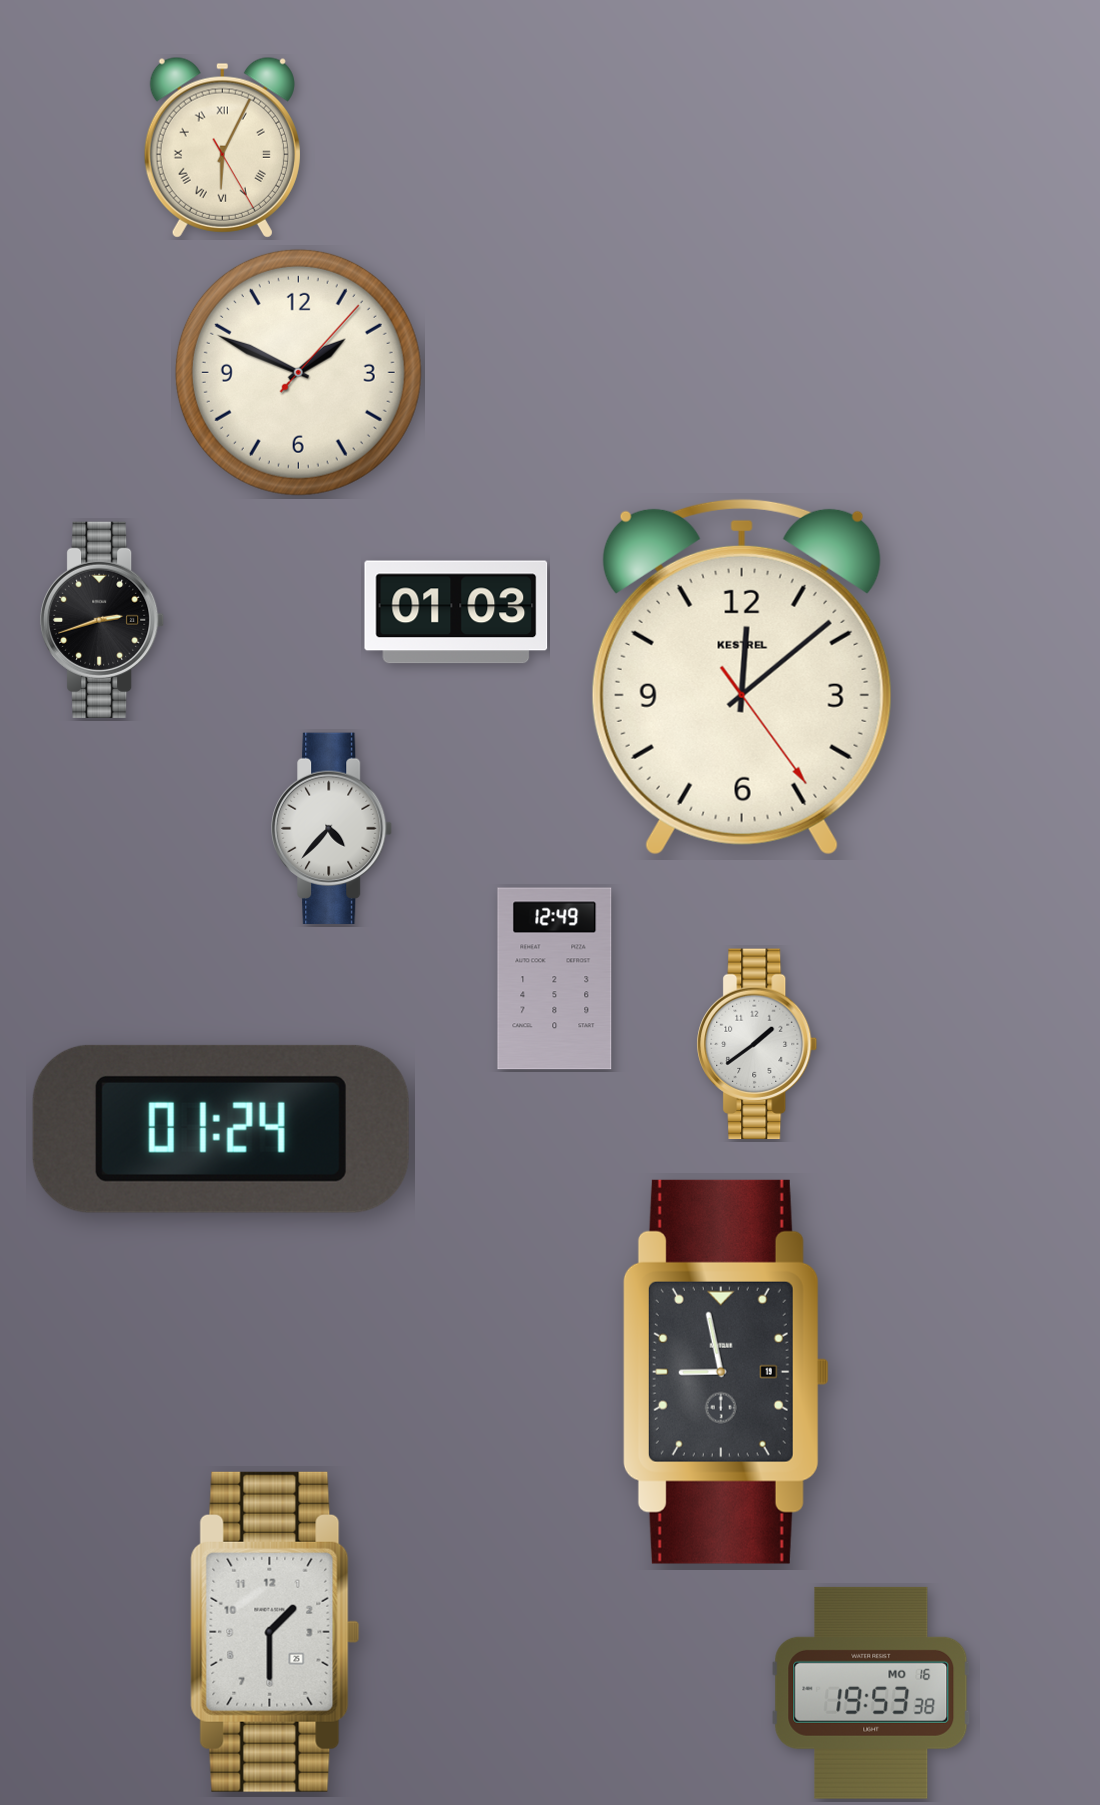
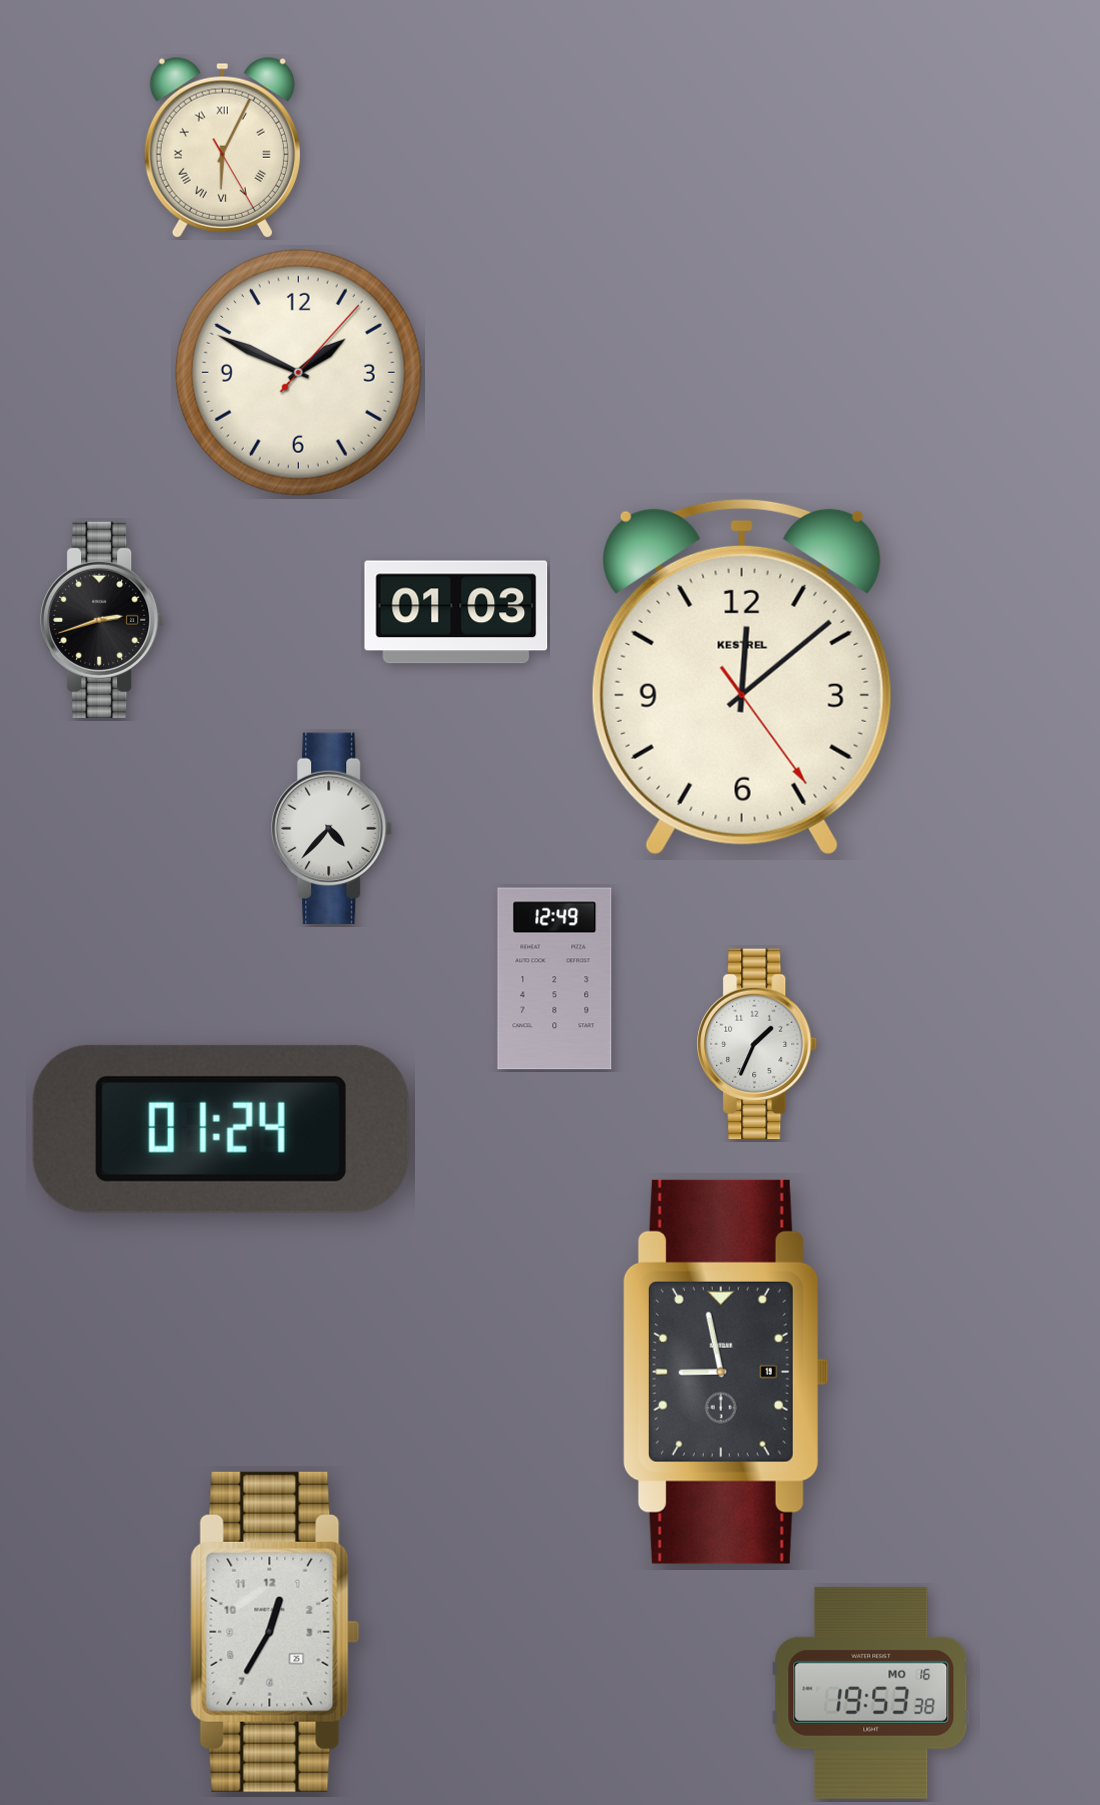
clock at (757, 1044): 1:39 -> 1:34
clock at (275, 1632): 1:30 -> 12:35
